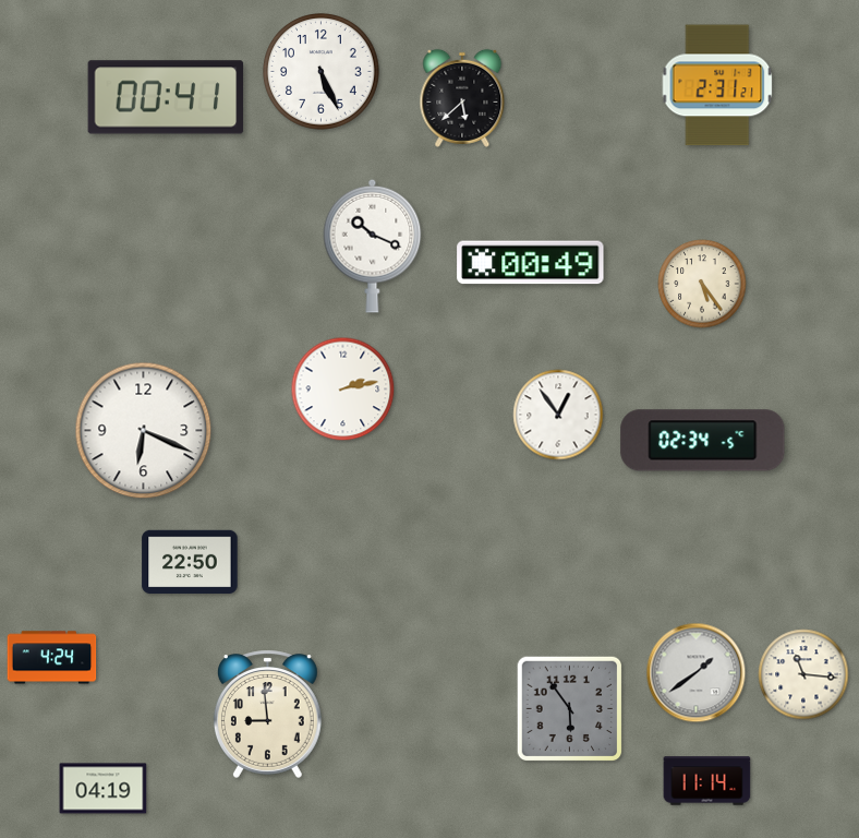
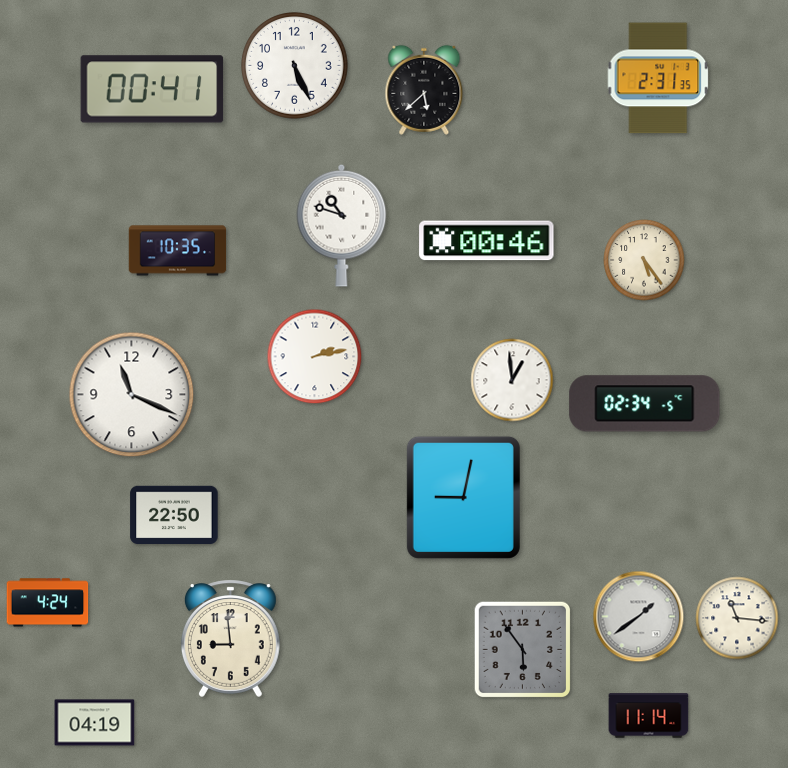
clock at (717, 85): 2:31:21 -> 2:31:35
clock at (373, 246): 10:19 -> 10:48
clock at (531, 263): 00:49 -> 00:46
clock at (178, 251): none -> 10:35
clock at (558, 415): 12:54 -> 12:59
clock at (144, 431): 6:19 -> 11:19
clock at (463, 497): none -> 9:02
clock at (267, 714) position: (267, 714) -> (230, 638)
